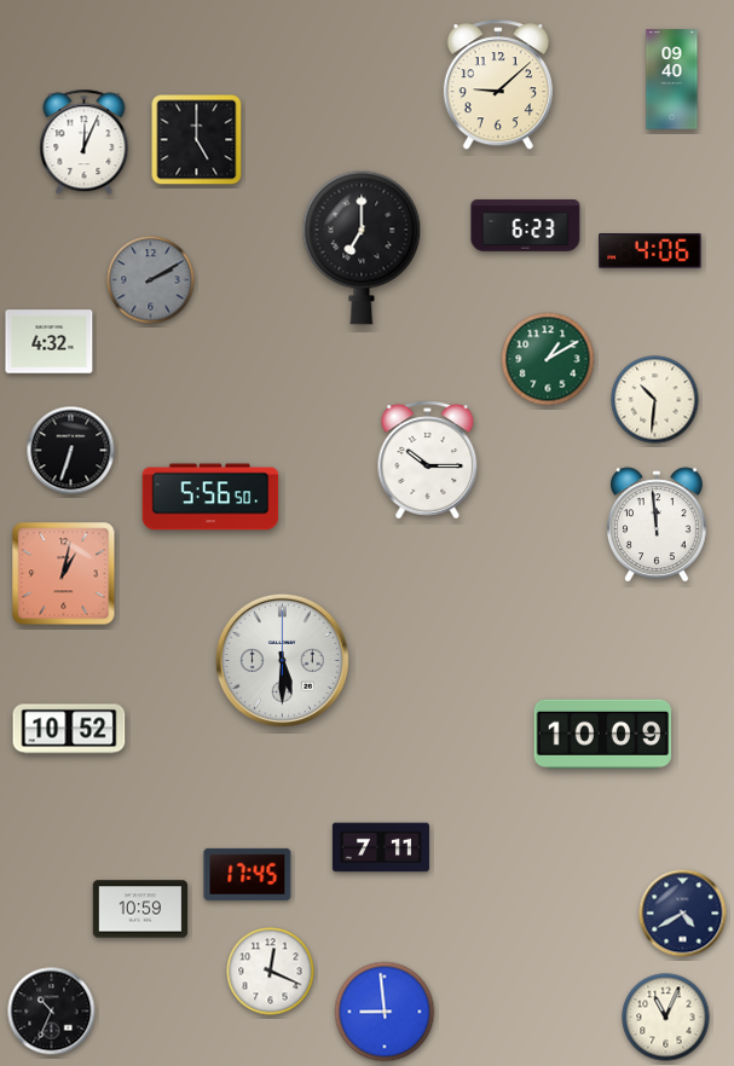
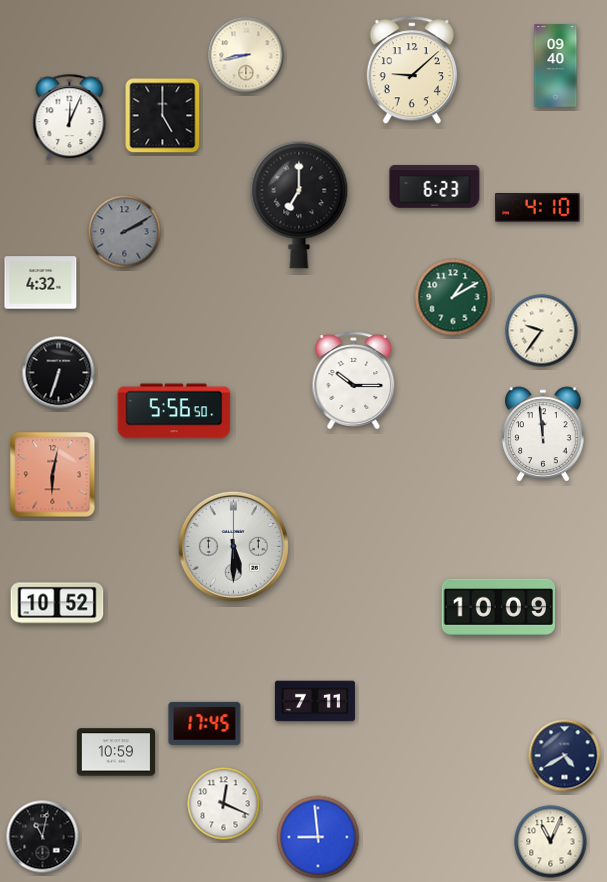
clock at (246, 55): none -> 8:43
clock at (651, 251): 4:06 -> 4:10
clock at (655, 400): 10:31 -> 9:36
clock at (64, 574): 1:02 -> 6:02
clock at (52, 1012): 10:34 -> 11:02
